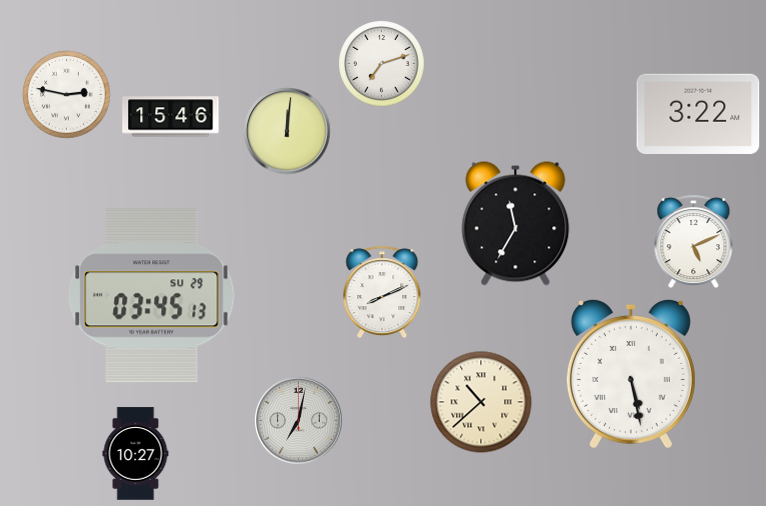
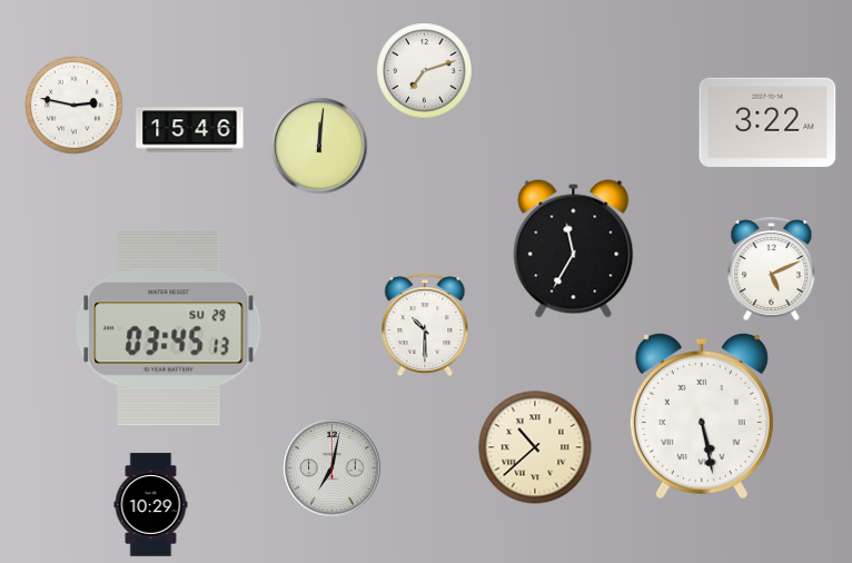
clock at (698, 114) position: (698, 114) -> (767, 122)
clock at (382, 292): 8:11 -> 10:30
clock at (136, 454): 10:27 -> 10:29
